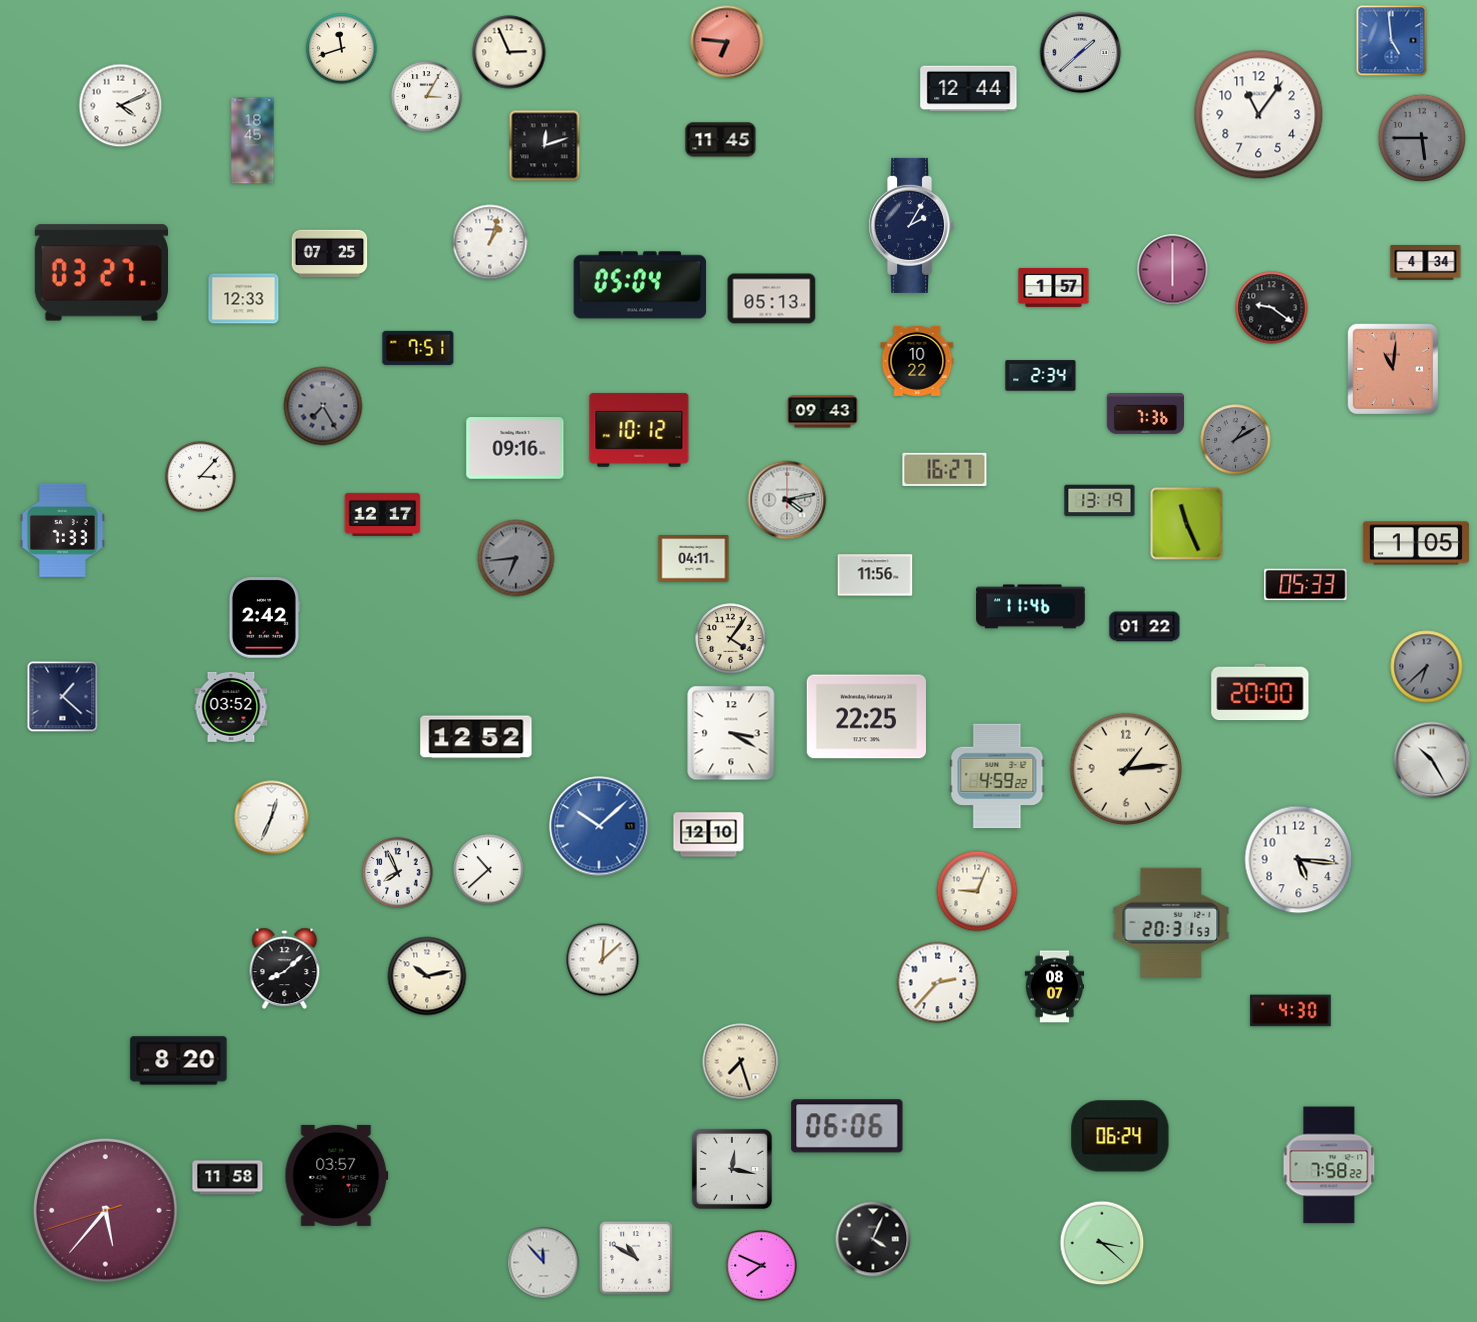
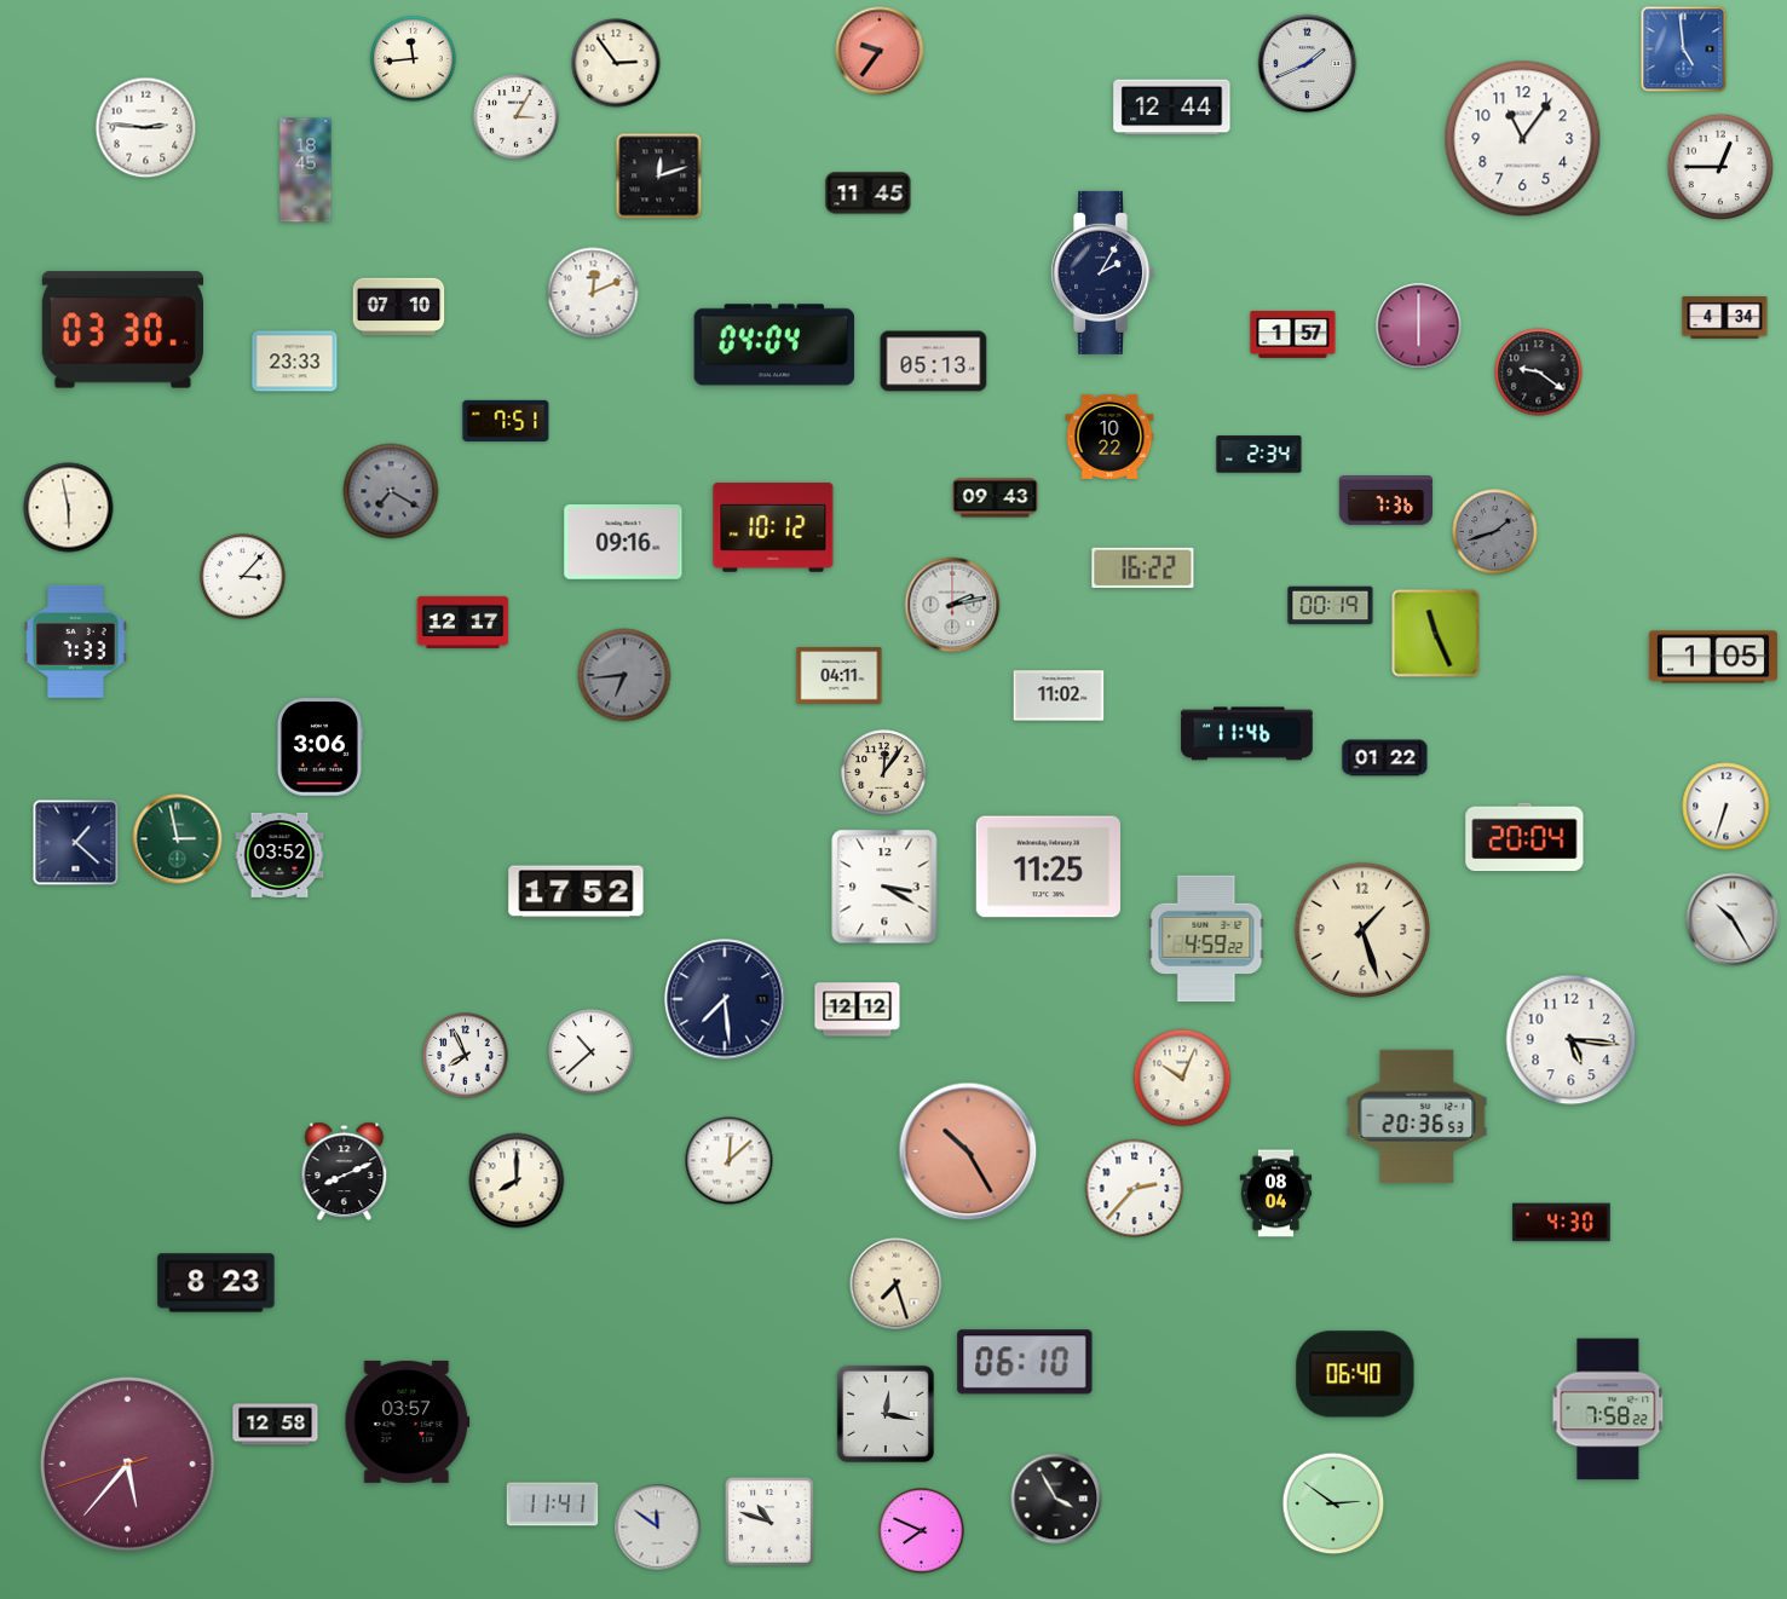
clock at (727, 42): 6:46 -> 9:36
clock at (342, 49): 11:42 -> 11:44
clock at (509, 52): 2:56 -> 2:54
clock at (1081, 53): 1:38 -> 1:41
clock at (121, 106): 4:11 -> 2:46
clock at (1421, 137): 5:45 -> 12:45
clock at (1421, 137) dial: grey -> white
clock at (721, 140) position: (721, 140) -> (869, 194)
clock at (490, 242): 1:03 -> 12:11
clock at (330, 254): 07:25 -> 07:10
clock at (101, 273): 03:27 -> 03:30
clock at (640, 285): 05:04 -> 04:04
clock at (1054, 287) position: (1054, 287) -> (1293, 334)
clock at (244, 299): 12:33 -> 23:33
clock at (1392, 368): 11:01 -> none
clock at (323, 406): 7:25 -> 7:20
clock at (69, 508): none -> 5:58
clock at (639, 430) position: (639, 430) -> (773, 527)
clock at (1236, 440): 1:10 -> 1:42
clock at (945, 469): 16:27 -> 16:22
clock at (787, 500): 4:13 -> 2:13
clock at (1100, 501): 13:19 -> 00:19
clock at (875, 575): 11:56 -> 11:02
clock at (1306, 585): 05:33 -> none
clock at (264, 618): 2:42 -> 3:06
clock at (731, 639): 4:06 -> 12:06
clock at (1427, 667): 6:38 -> 6:33
clock at (1427, 667) dial: grey -> white
clock at (1260, 692): 20:00 -> 20:04
clock at (178, 839): none -> 2:58
clock at (866, 717): 22:25 -> 11:25
clock at (476, 737): 12:52 -> 17:52
clock at (1125, 768): 1:14 -> 1:27
clock at (272, 818): 12:34 -> none
clock at (599, 826): 10:08 -> 7:29
clock at (599, 826) dial: blue -> navy
clock at (709, 835): 12:10 -> 12:12
clock at (398, 873) position: (398, 873) -> (466, 1056)
clock at (977, 891): 9:04 -> 10:04
clock at (1171, 923): 20:31 -> 20:36
clock at (968, 1151): none -> 10:25
clock at (285, 969): 8:08 -> 8:11
clock at (427, 976): 10:13 -> 8:00
clock at (1055, 987): 08:07 -> 08:04
clock at (179, 1061): 8:20 -> 8:23
clock at (847, 1126): 06:06 -> 06:10
clock at (1120, 1136): 06:24 -> 06:40
clock at (228, 1178): 11:58 -> 12:58
clock at (873, 1239): 4:04 -> 3:55
clock at (1102, 1243): 3:22 -> 2:51
clock at (553, 1505): none -> 11:41
clock at (636, 1258): 10:50 -> 10:48
clock at (544, 1263): 11:53 -> 11:51
